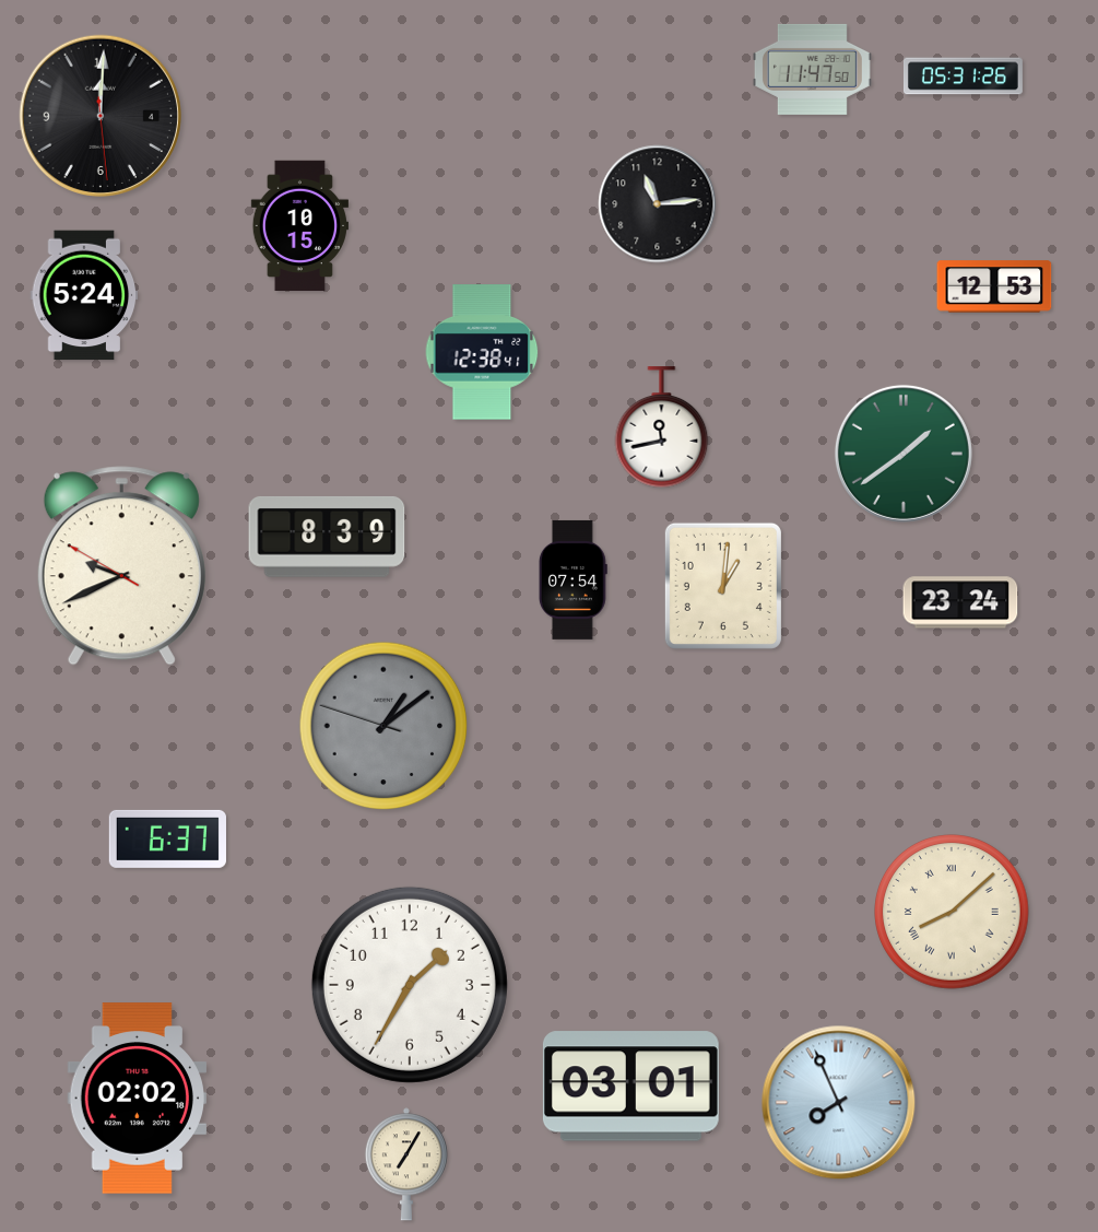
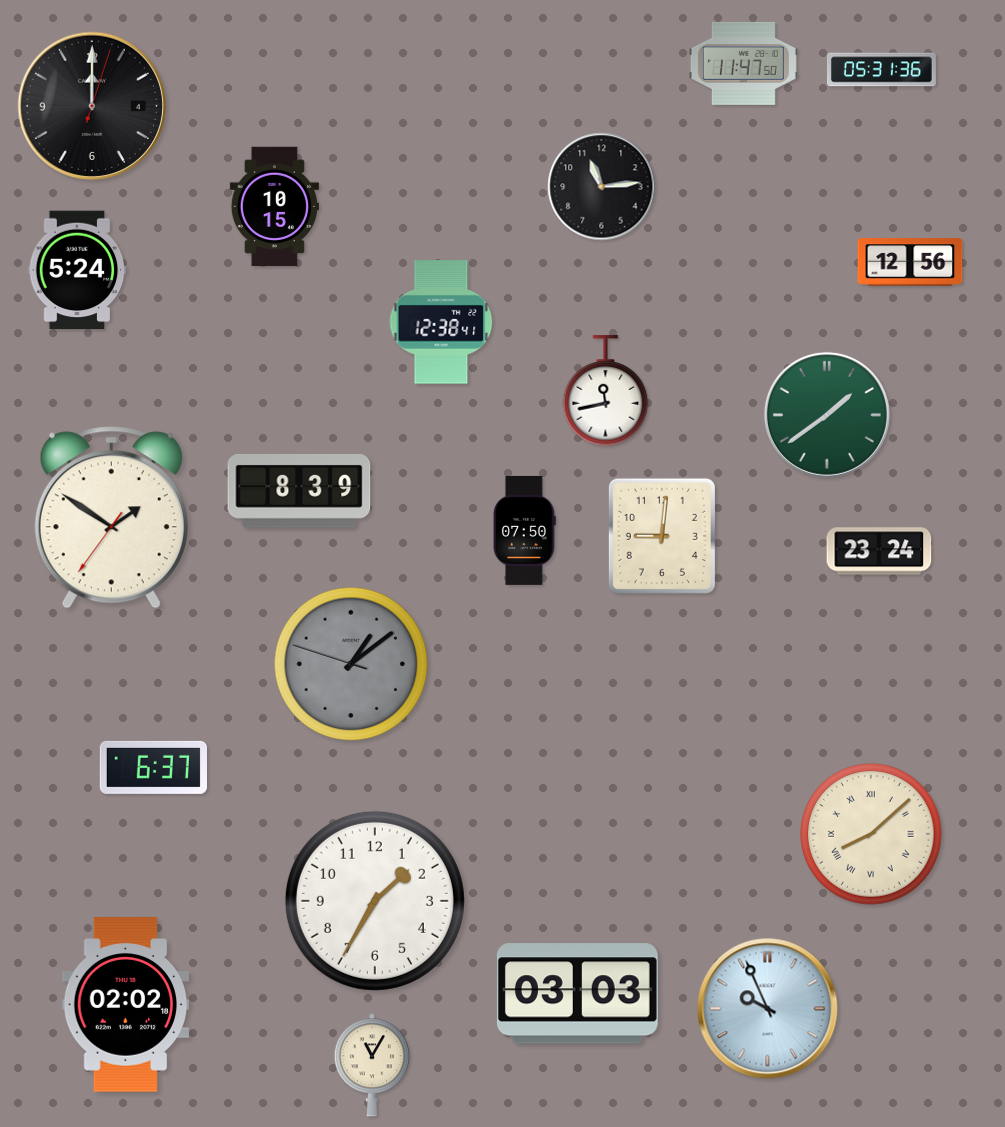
clock at (963, 77): 05:31:26 -> 05:31:36
clock at (99, 115): 12:00:29 -> 12:00:03
clock at (994, 286): 12:53 -> 12:56
clock at (121, 566): 9:40 -> 1:50
clock at (572, 579): 07:54 -> 07:50
clock at (723, 586): 1:01 -> 9:01
clock at (630, 1087): 03:01 -> 03:03
clock at (839, 1103): 7:56 -> 9:56
clock at (406, 1164): 7:05 -> 11:05
